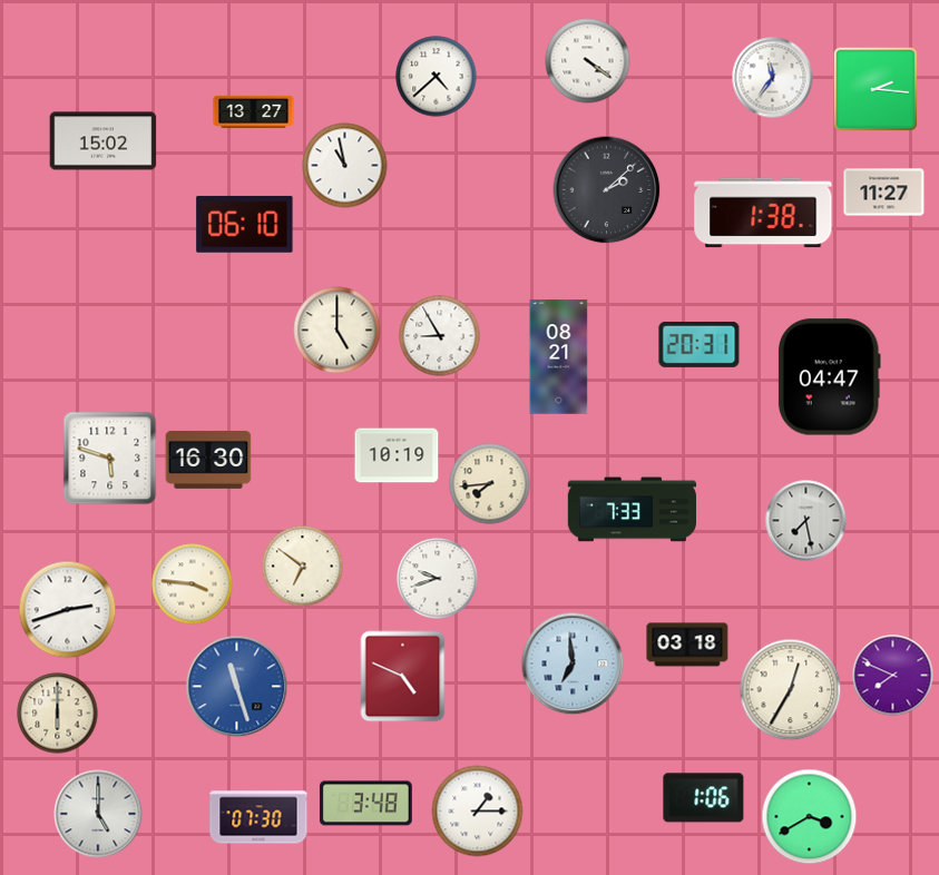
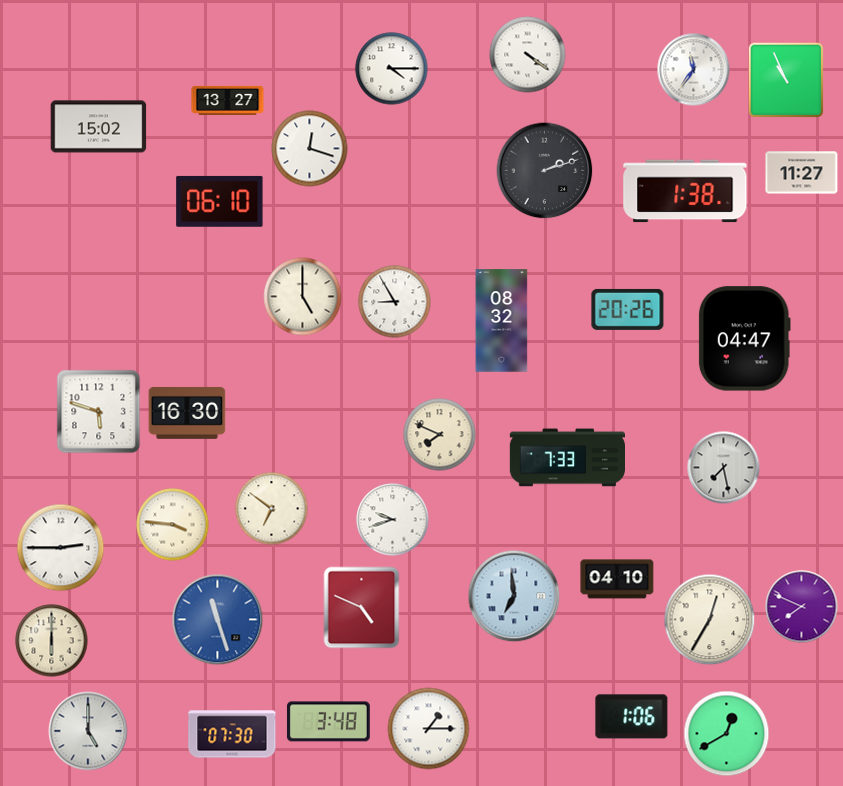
clock at (437, 77): 4:38 -> 4:15
clock at (874, 88): 2:16 -> 10:56
clock at (104, 141) position: (104, 141) -> (99, 127)
clock at (345, 166): 10:58 -> 12:18
clock at (607, 190): 2:08 -> 2:12
clock at (884, 193) position: (884, 193) -> (802, 173)
clock at (700, 344): 20:31 -> 20:26
clock at (559, 357): 08:21 -> 08:32
clock at (397, 455): 10:19 -> none
clock at (490, 484): 7:44 -> 7:49
clock at (68, 610): 2:42 -> 2:45
clock at (687, 645): 03:18 -> 04:10
clock at (237, 687) position: (237, 687) -> (218, 620)
clock at (810, 817): 3:40 -> 12:40
